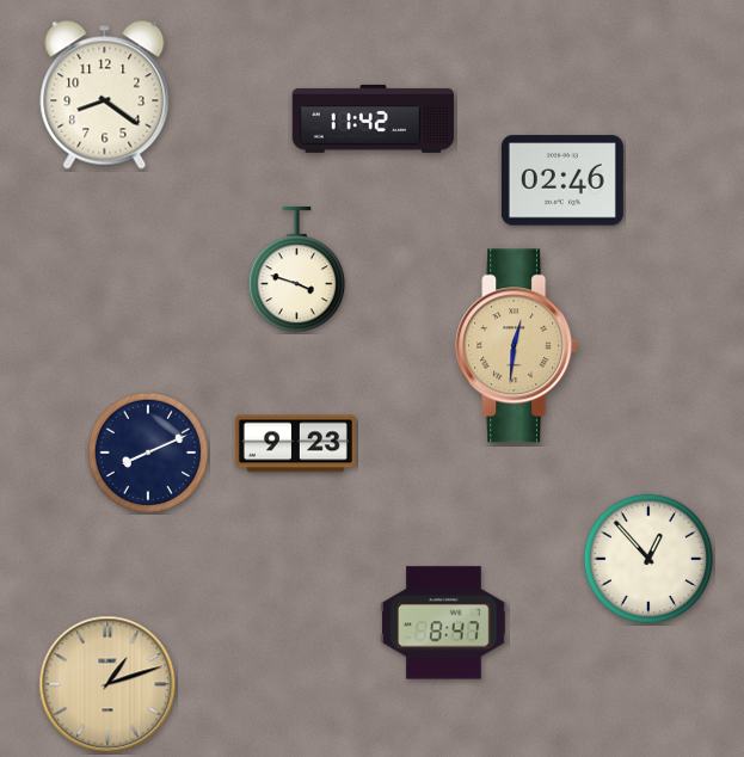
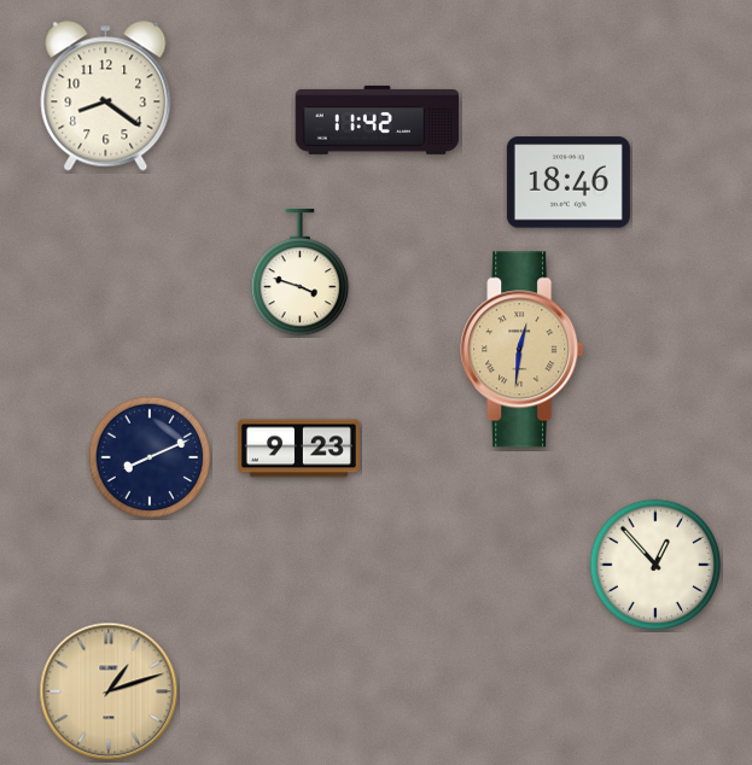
clock at (562, 180): 02:46 -> 18:46
clock at (444, 623): 8:47 -> none
